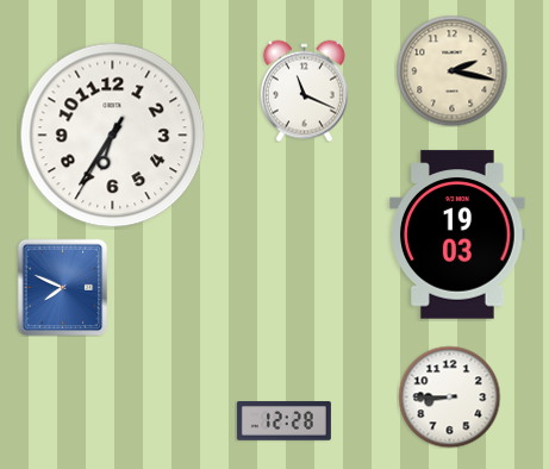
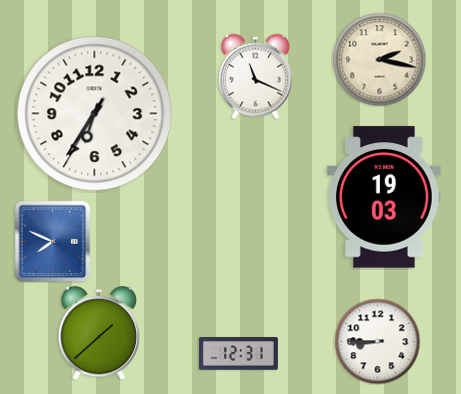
clock at (99, 333): none -> 1:38
clock at (449, 396) position: (449, 396) -> (377, 341)
clock at (283, 421): 12:28 -> 12:31
